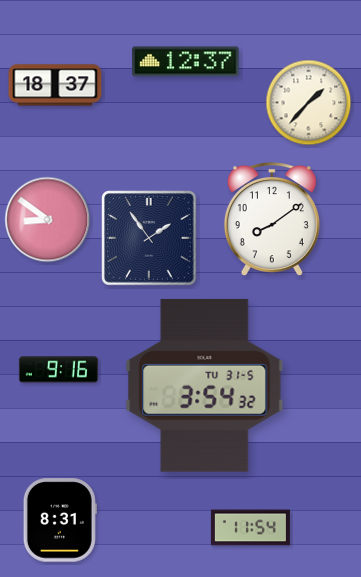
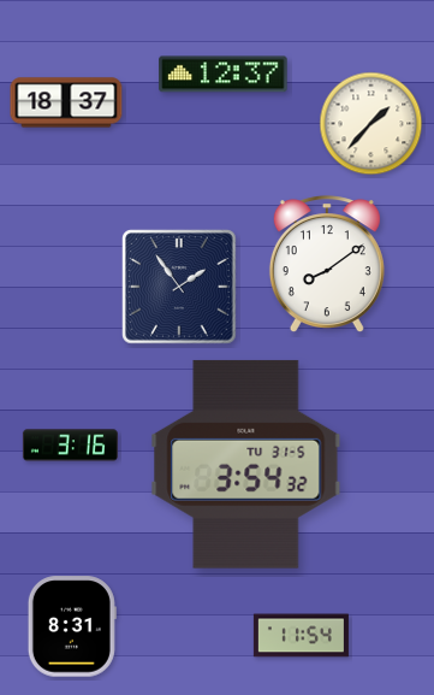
clock at (48, 220): 8:51 -> none
clock at (58, 370): 9:16 -> 3:16
